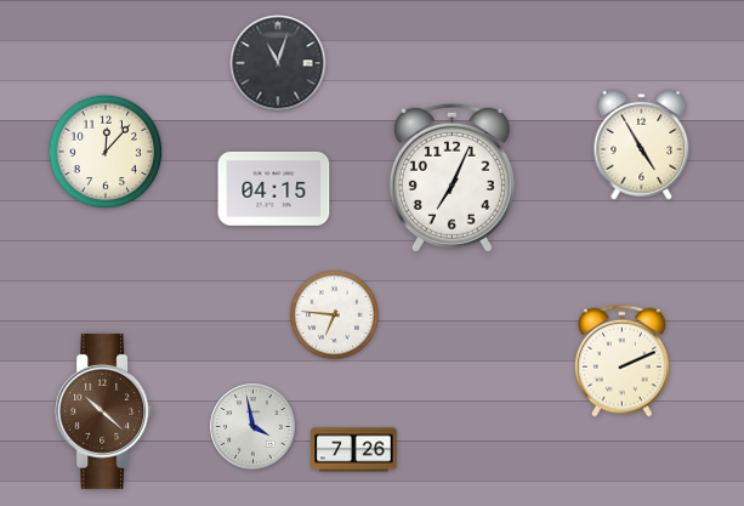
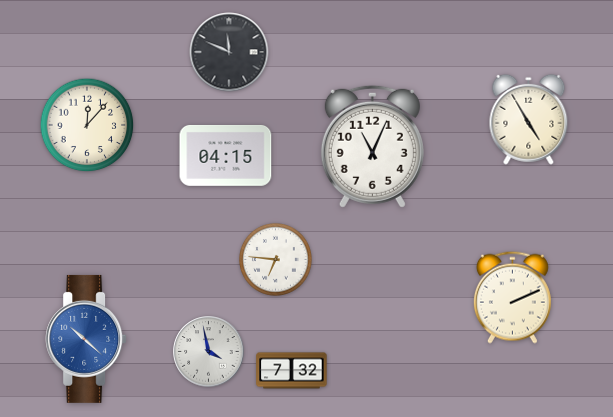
clock at (278, 63): 11:03 -> 11:49
clock at (451, 177): 7:04 -> 11:04
clock at (104, 411) dial: brown -> blue
clock at (354, 450): 7:26 -> 7:32
